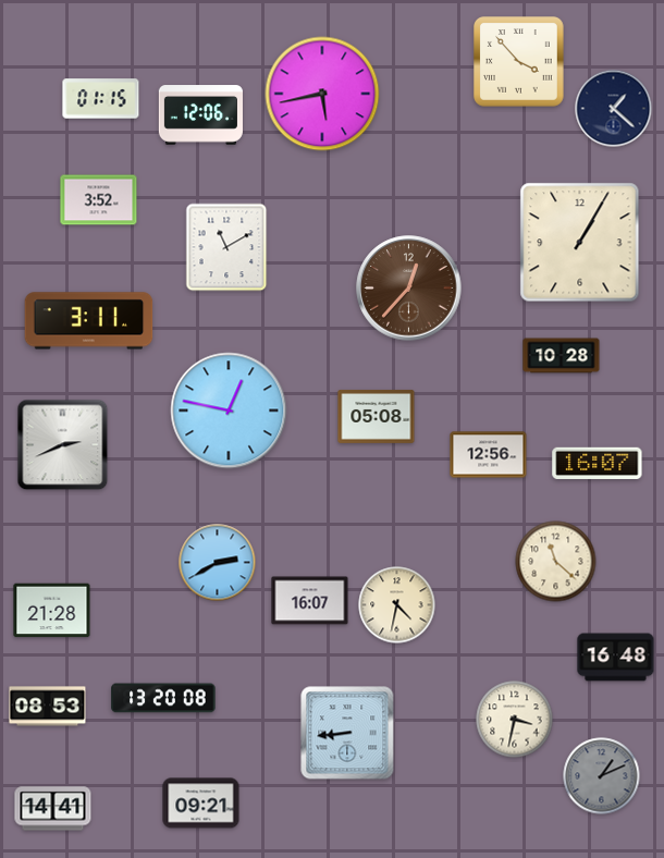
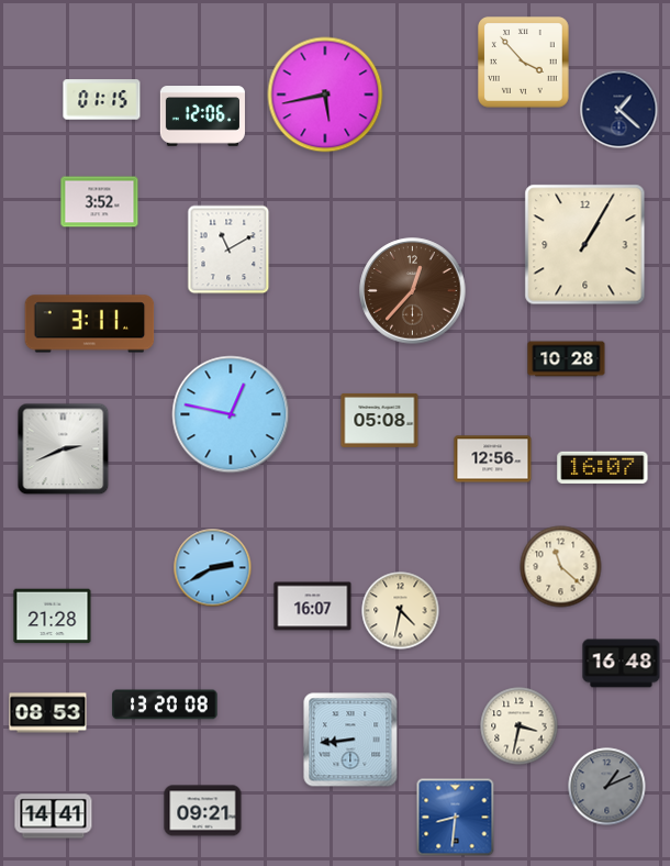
clock at (218, 563) position: (218, 563) -> (213, 568)
clock at (602, 776) position: (602, 776) -> (607, 787)
clock at (456, 818): none -> 8:31
